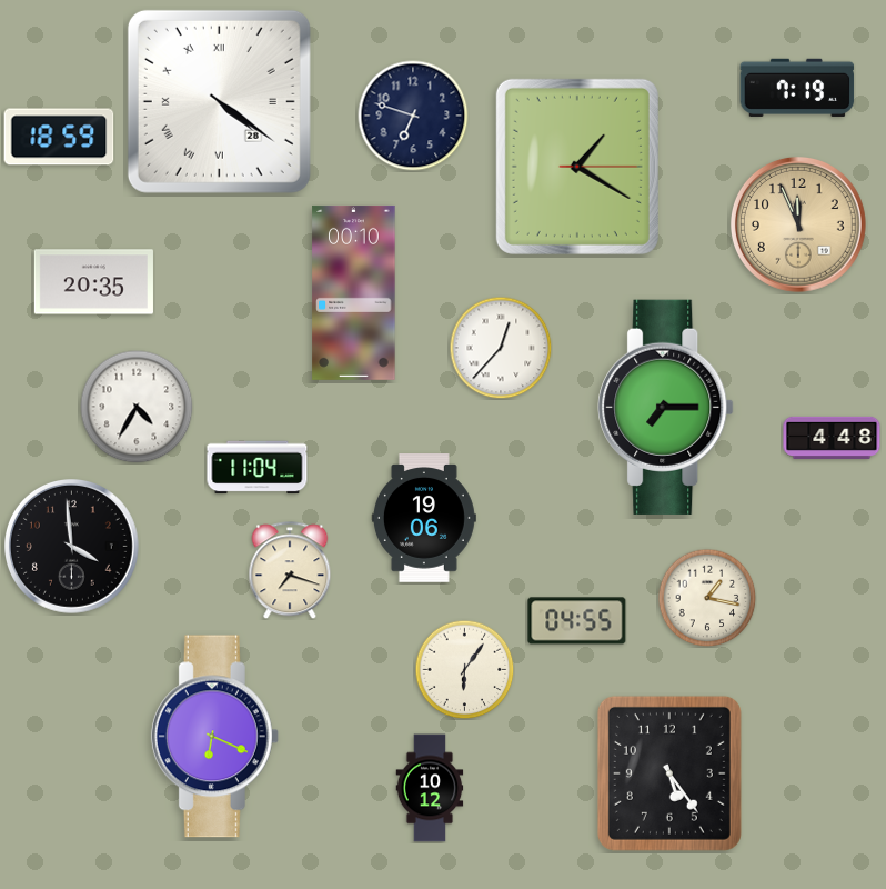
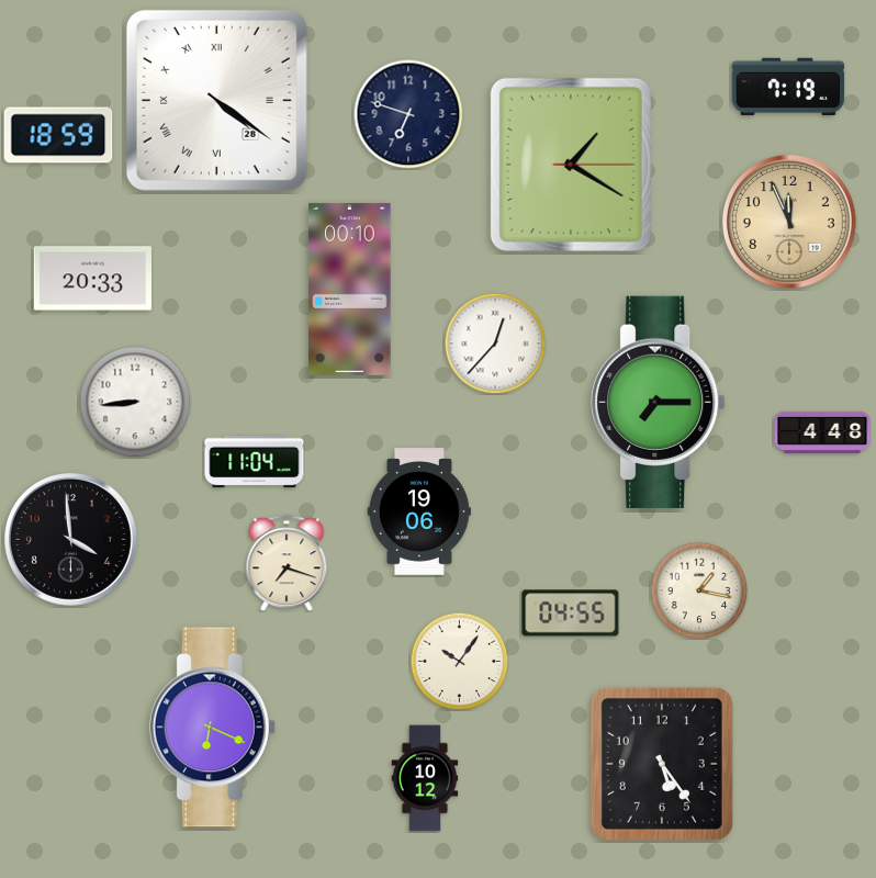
clock at (93, 282): 20:35 -> 20:33
clock at (137, 407): 4:35 -> 8:44
clock at (464, 669): 6:06 -> 10:06
